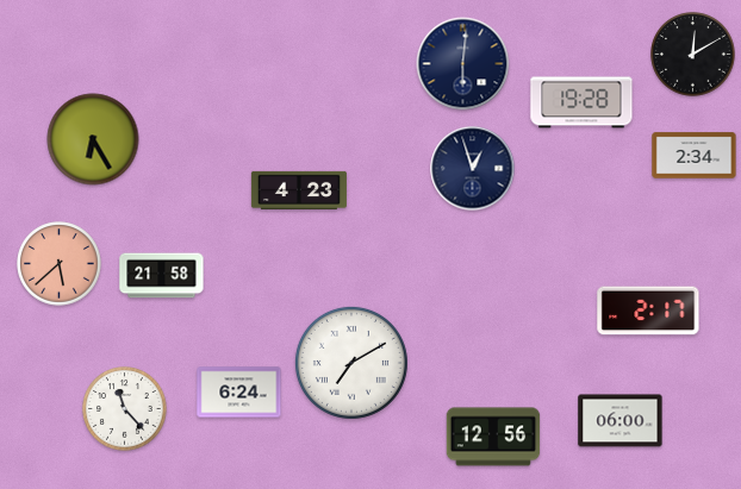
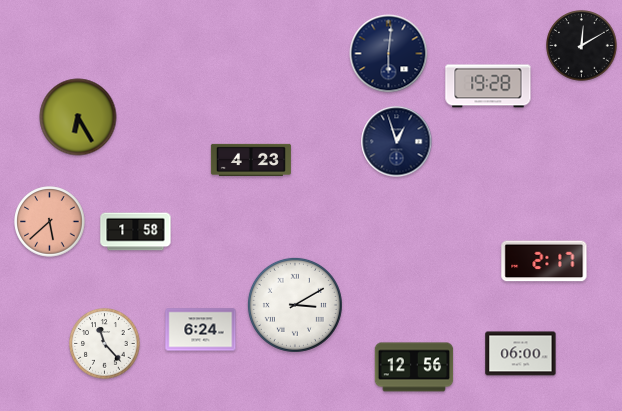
clock at (695, 156): 2:34 -> none
clock at (162, 276): 21:58 -> 1:58
clock at (351, 363): 7:10 -> 3:10
